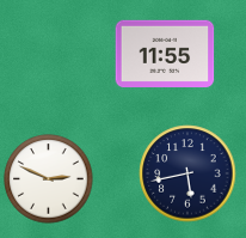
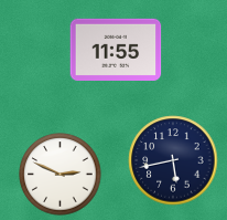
clock at (165, 53) position: (165, 53) -> (116, 49)
clock at (49, 179) position: (49, 179) -> (61, 175)
